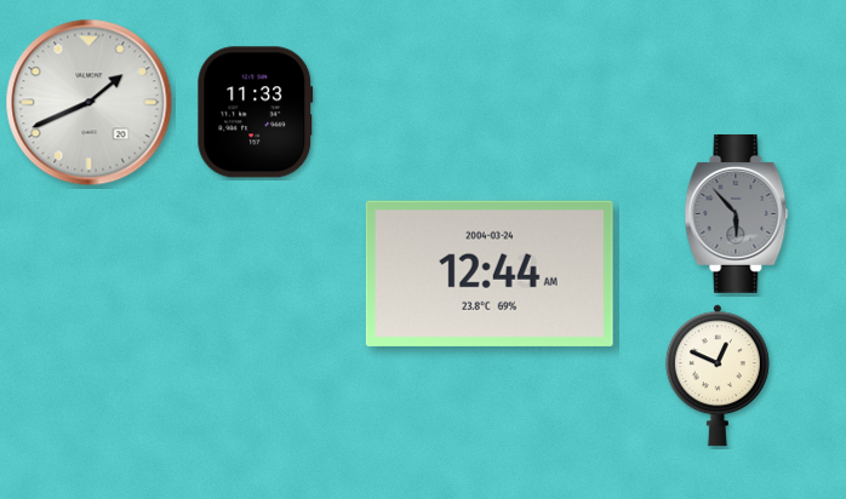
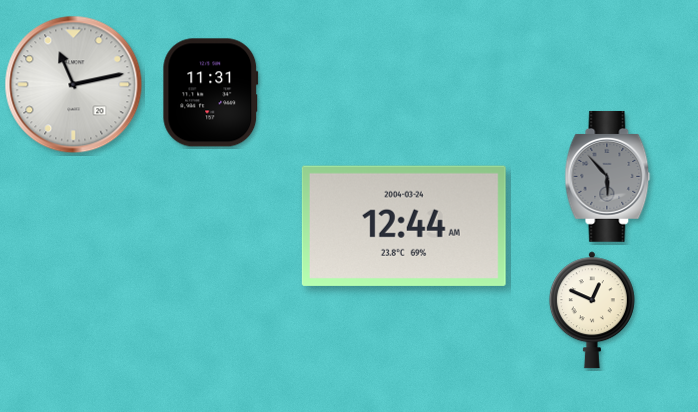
clock at (90, 103): 1:41 -> 11:13
clock at (256, 113): 11:33 -> 11:31
